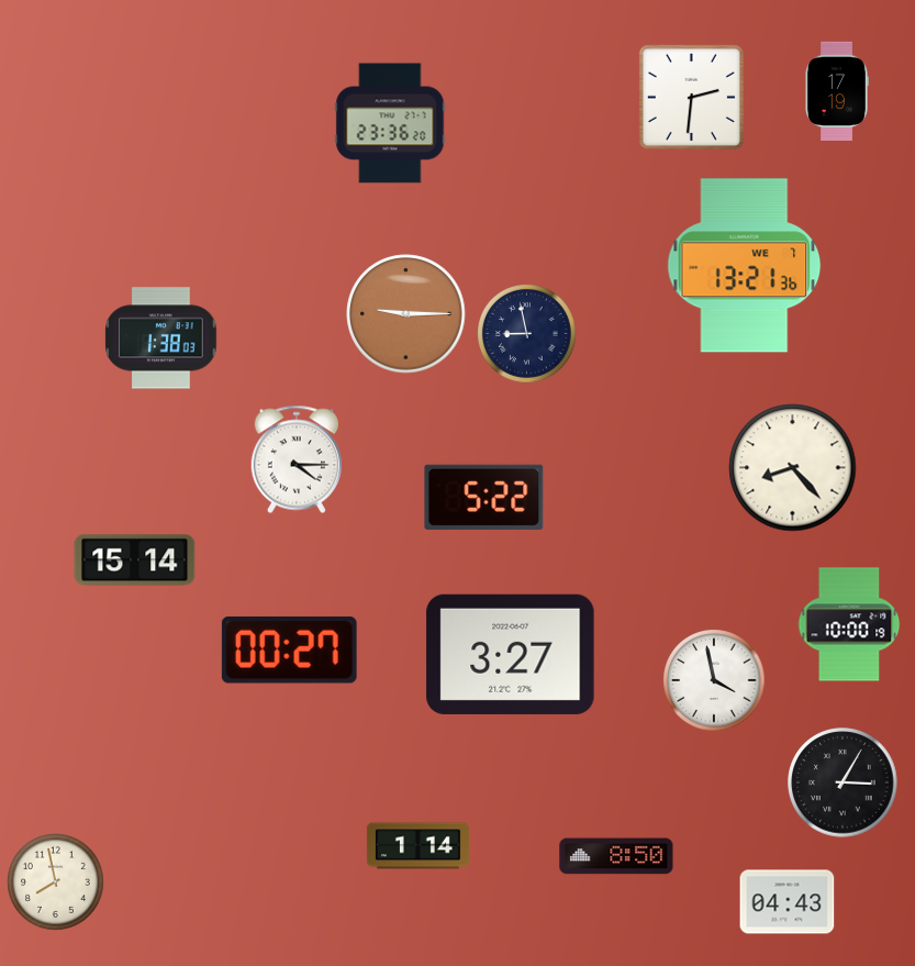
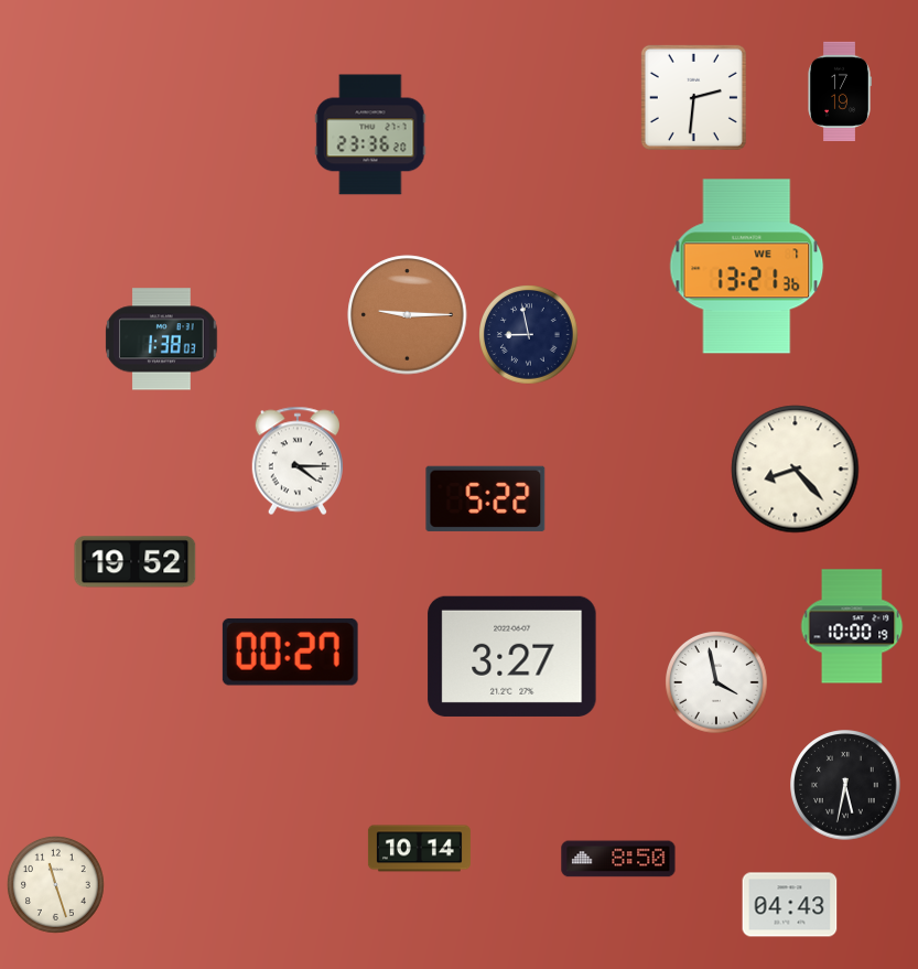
clock at (390, 123) position: (390, 123) -> (370, 134)
clock at (135, 560): 15:14 -> 19:52
clock at (843, 782): 3:05 -> 5:32
clock at (417, 846): 1:14 -> 10:14
clock at (55, 881): 7:58 -> 11:27
